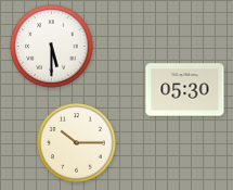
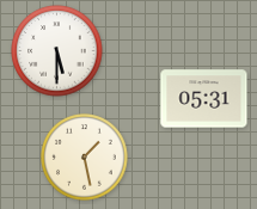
clock at (185, 90): 05:30 -> 05:31
clock at (77, 143): 10:15 -> 1:28
